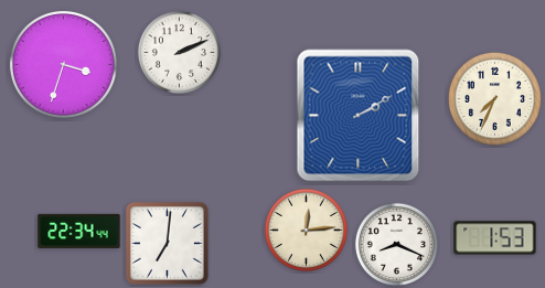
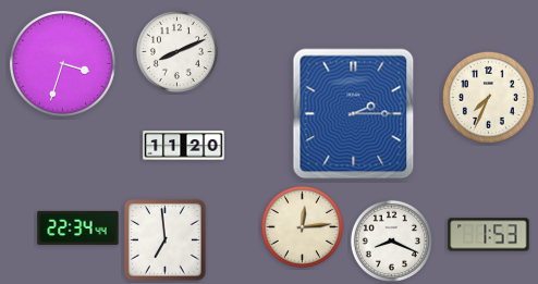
clock at (179, 52): 2:11 -> 8:11
clock at (359, 116): 2:10 -> 2:15
clock at (184, 146): none -> 11:20
clock at (168, 244): 7:01 -> 6:59
